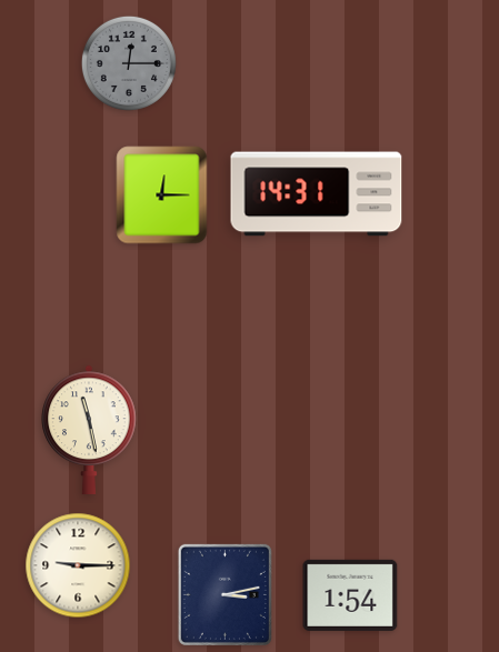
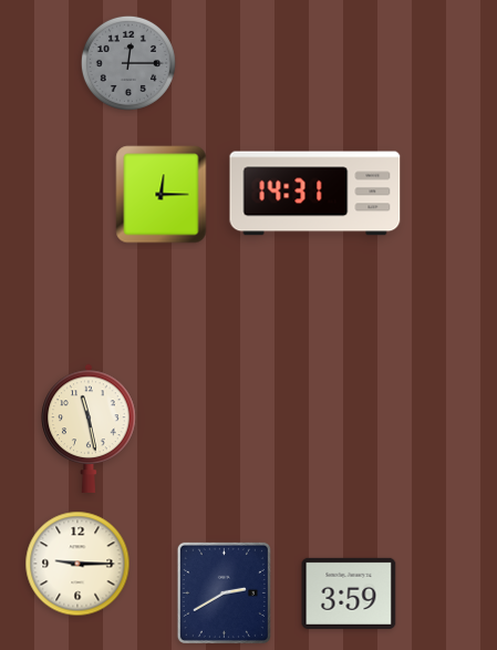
clock at (224, 594): 3:13 -> 2:40
clock at (350, 595): 1:54 -> 3:59
